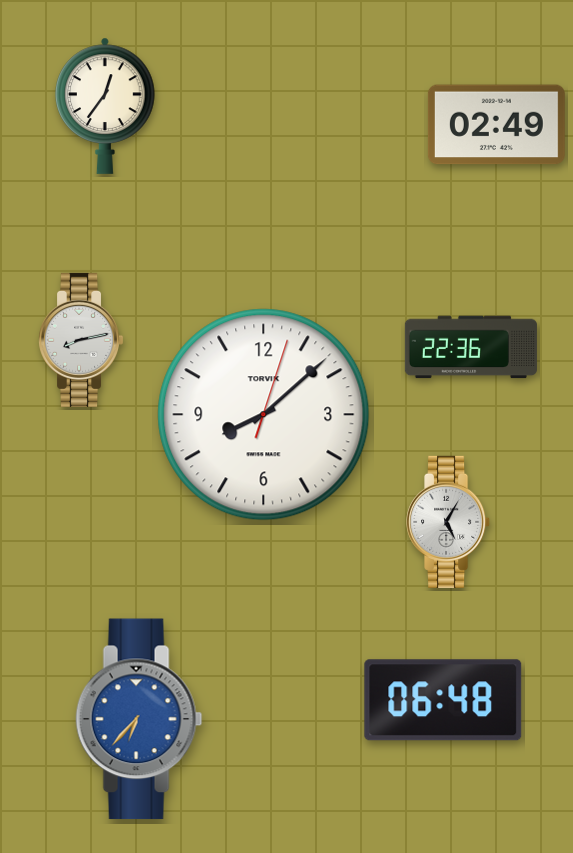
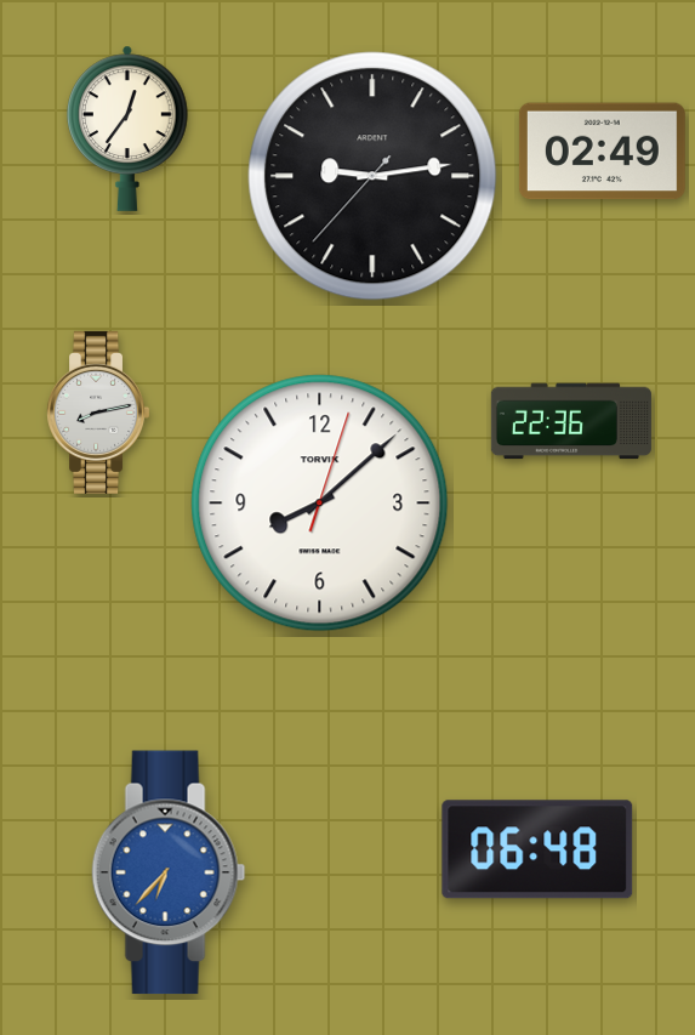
clock at (372, 176): none -> 9:13
clock at (449, 522): 5:05 -> none
